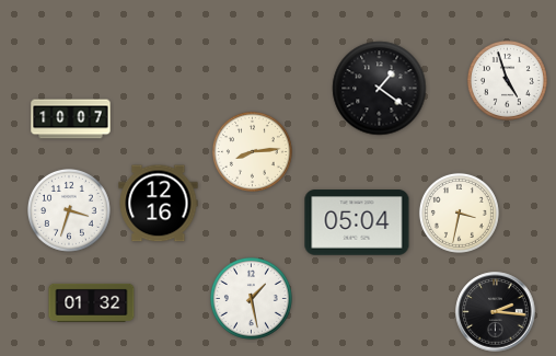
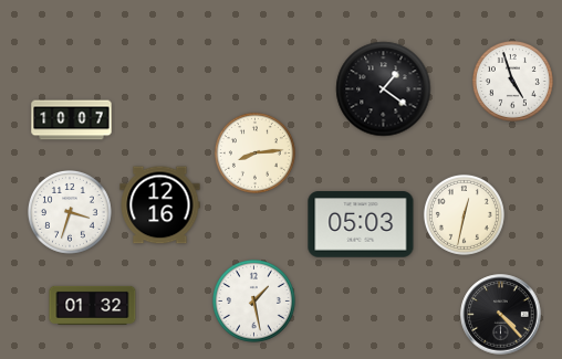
clock at (459, 213): 3:32 -> 12:32
clock at (357, 222): 05:04 -> 05:03
clock at (496, 312): 2:16 -> 4:23
